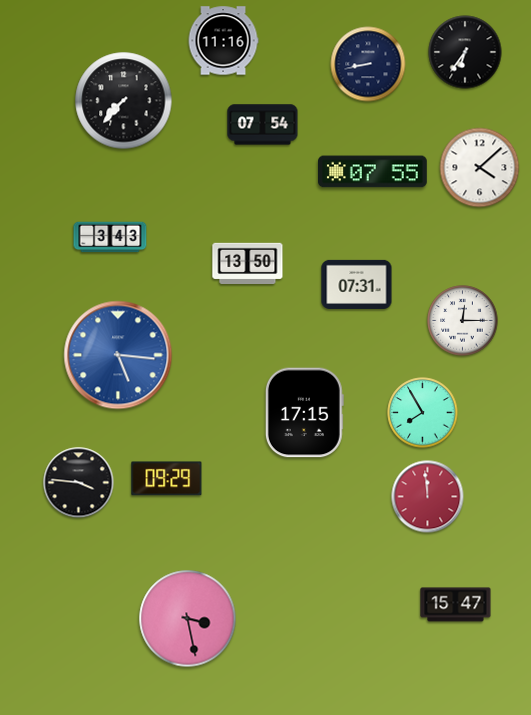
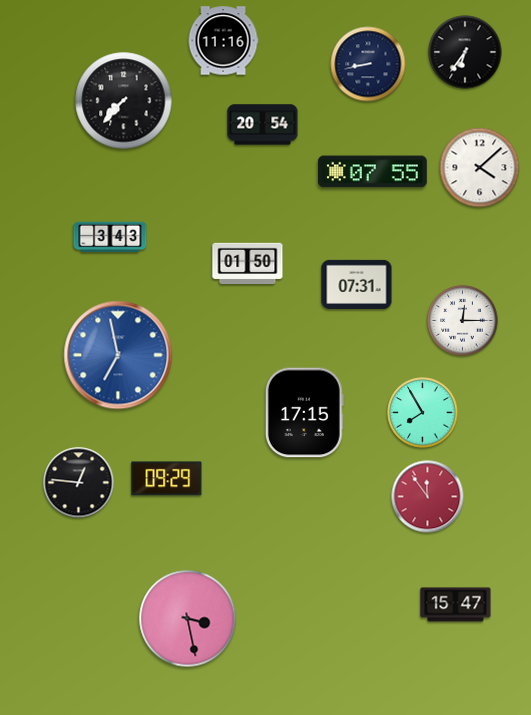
clock at (263, 125): 07:54 -> 20:54
clock at (248, 263): 13:50 -> 01:50
clock at (118, 355): 5:16 -> 6:58
clock at (79, 483): 3:46 -> 12:46
clock at (428, 497): 11:59 -> 11:54
